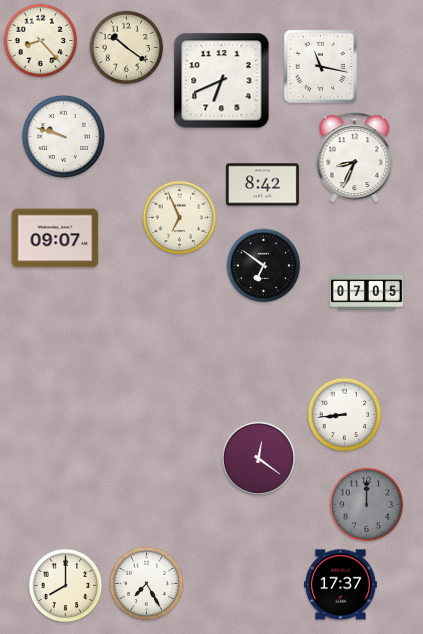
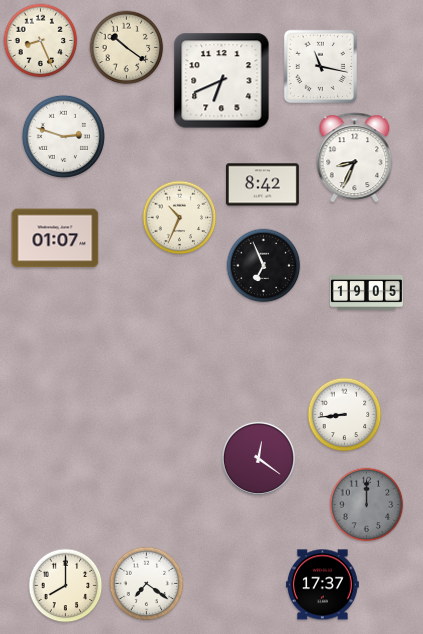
clock at (41, 41): 8:23 -> 8:26
clock at (63, 136): 9:48 -> 2:48
clock at (180, 218): 6:56 -> 10:34
clock at (55, 238): 09:07 -> 01:07
clock at (264, 266): 6:51 -> 6:56
clock at (366, 292): 07:05 -> 19:05
clock at (147, 584): 7:25 -> 7:21
clock at (340, 585) position: (340, 585) -> (322, 585)
